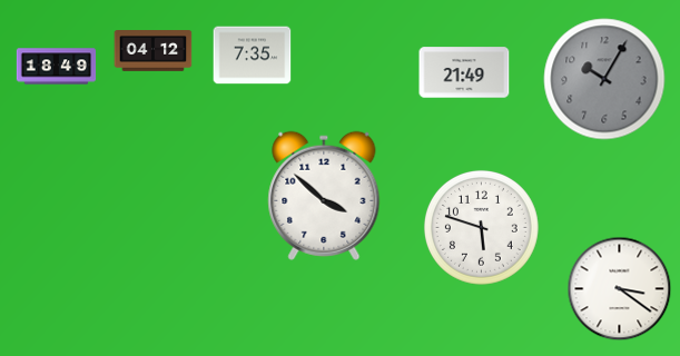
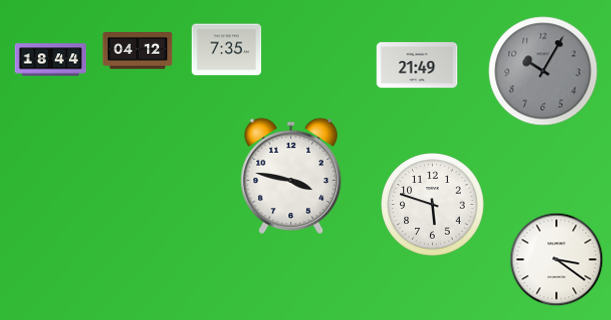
clock at (154, 51) position: (154, 51) -> (138, 51)
clock at (57, 67): 18:49 -> 18:44
clock at (324, 196): 3:52 -> 3:47
